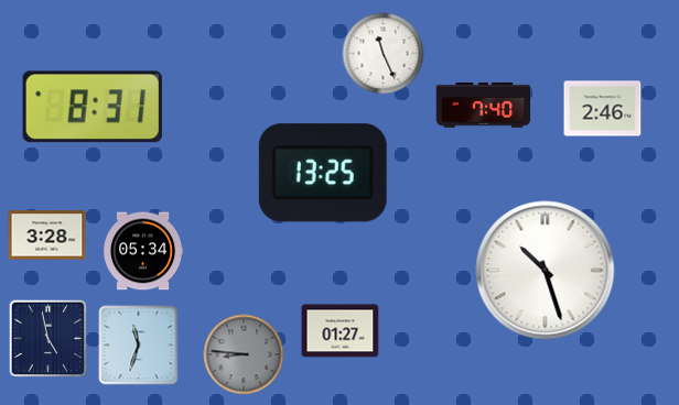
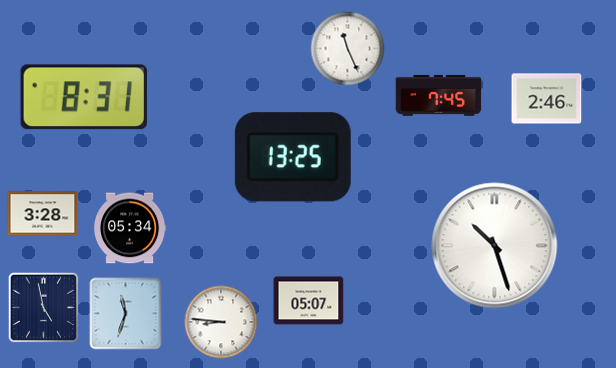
clock at (484, 105): 7:40 -> 7:45
clock at (341, 331): 01:27 -> 05:07
clock at (244, 354) dial: grey -> white
